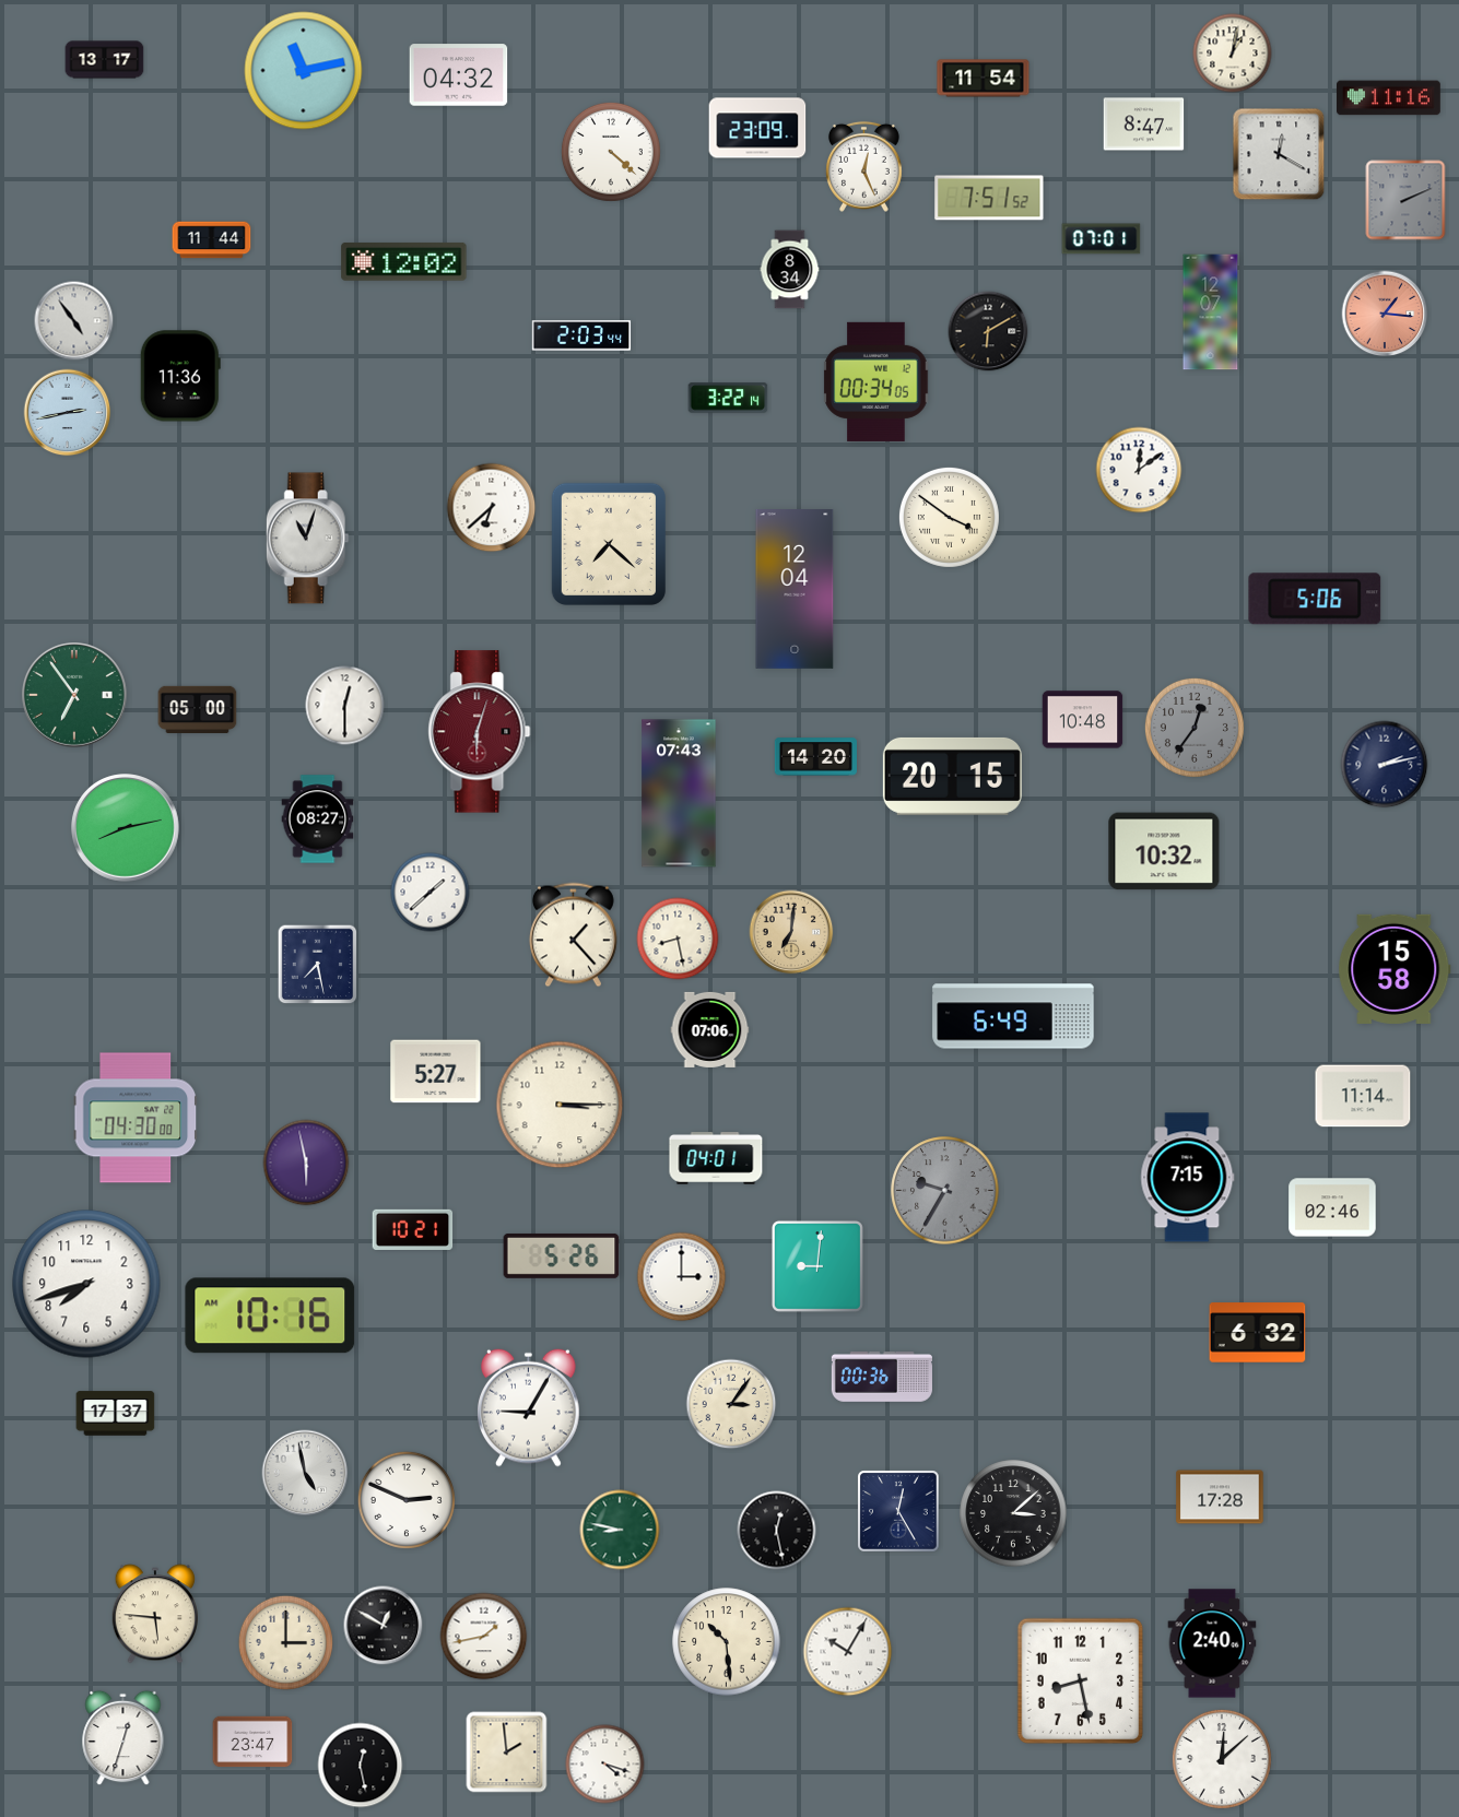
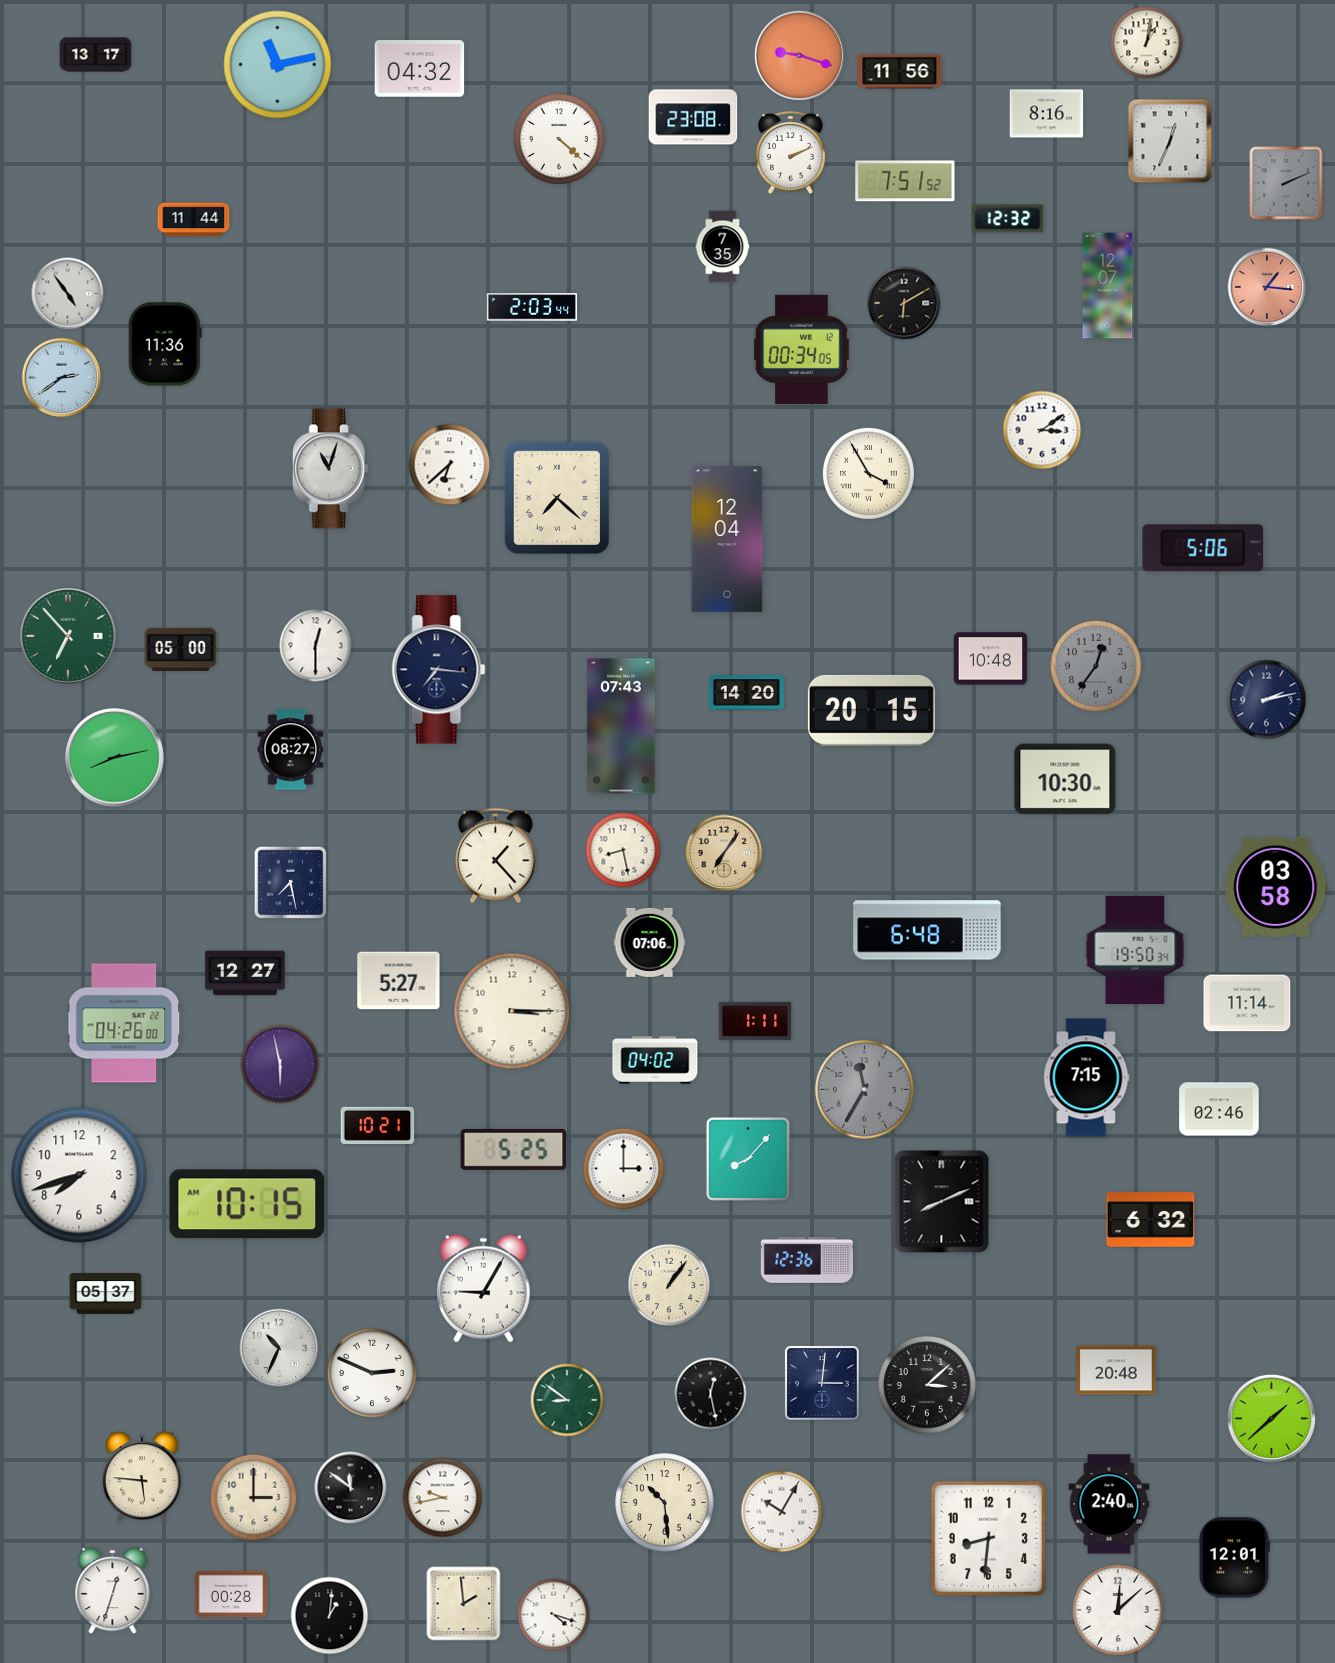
clock at (1233, 54) position: (1233, 54) -> (1147, 43)
clock at (799, 55): none -> 9:18
clock at (984, 79): 11:54 -> 11:56
clock at (1389, 98): 11:16 -> none
clock at (1144, 125): 8:47 -> 8:16
clock at (757, 128): 23:09 -> 23:08
clock at (1279, 154): 12:20 -> 12:34
clock at (863, 166): 12:26 -> 2:11
clock at (1102, 239): 07:01 -> 12:32
clock at (404, 261): 12:02 -> none
clock at (790, 270): 8:34 -> 7:35
clock at (728, 398): 3:22 -> none
clock at (68, 413): 2:43 -> 2:39
clock at (1139, 470): 12:09 -> 3:09
clock at (949, 517): 3:51 -> 3:55
clock at (307, 539) position: (307, 539) -> (330, 469)
clock at (75, 696): 6:54 -> 6:53
clock at (1195, 728) position: (1195, 728) -> (1096, 666)
clock at (480, 732): 6:03 -> 7:16
clock at (480, 732) dial: burgundy -> navy
clock at (1164, 851): 10:32 -> 10:30
clock at (431, 893): 1:38 -> none
clock at (791, 932): 7:01 -> 7:06
clock at (573, 935) position: (573, 935) -> (495, 856)
clock at (678, 939) position: (678, 939) -> (623, 850)
clock at (1395, 969): 15:58 -> 03:58
clock at (1013, 1016): 6:49 -> 6:48
clock at (1135, 949): none -> 19:50
clock at (245, 973): none -> 12:27
clock at (755, 1021): none -> 1:11
clock at (136, 1118): 04:30 -> 04:26
clock at (716, 1158): 04:01 -> 04:02
clock at (945, 1191): 9:35 -> 11:35
clock at (1332, 1207) position: (1332, 1207) -> (1219, 1109)
clock at (562, 1256): 5:26 -> 5:25
clock at (817, 1266): 9:01 -> 8:07
clock at (942, 1202): none -> 8:11
clock at (270, 1315): 10:16 -> 10:15
clock at (882, 1377): 00:36 -> 12:36
clock at (731, 1404): 3:06 -> 1:06
clock at (116, 1414): 17:37 -> 05:37
clock at (305, 1473): 4:58 -> 10:34
clock at (1220, 1497): 17:28 -> 20:48
clock at (898, 1511): 12:25 -> 3:01
clock at (620, 1530): 8:47 -> 8:51
clock at (777, 1531) position: (777, 1531) -> (711, 1394)
clock at (1271, 1418): none -> 1:38
clock at (384, 1626): 12:50 -> 11:51
clock at (484, 1637): 1:43 -> 9:43
clock at (285, 1642) position: (285, 1642) -> (253, 1497)
clock at (848, 1652) position: (848, 1652) -> (782, 1512)
clock at (1081, 1682): 8:28 -> 8:31
clock at (1234, 1558): none -> 12:01
clock at (252, 1742): 23:47 -> 00:28
clock at (361, 1766): 12:28 -> 1:01
